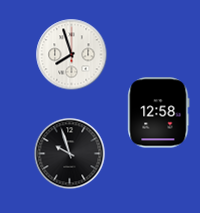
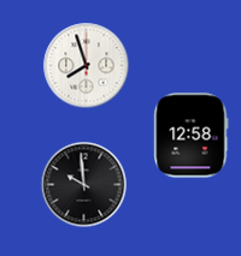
clock at (70, 154): 9:57 -> 9:59
